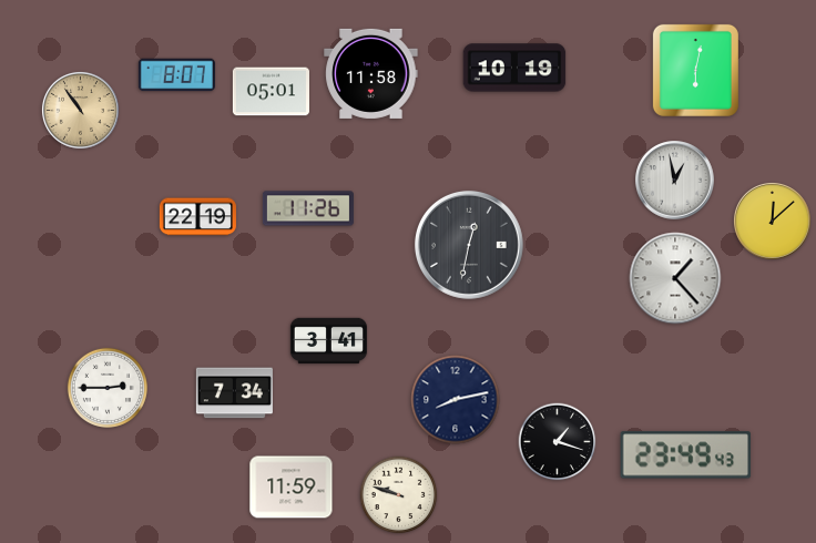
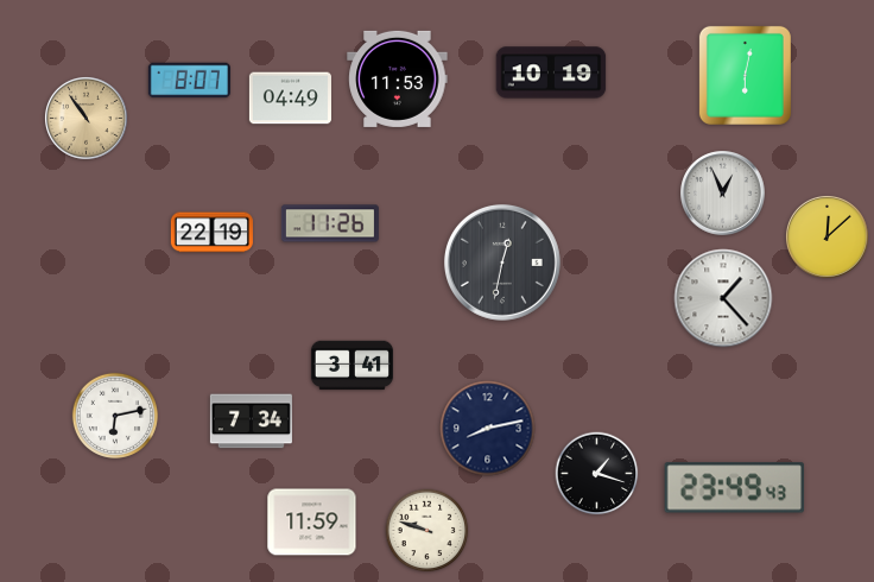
clock at (371, 73): 11:58 -> 11:53
clock at (271, 92): 05:01 -> 04:49
clock at (675, 181): 12:58 -> 12:56
clock at (108, 388): 2:45 -> 6:13
